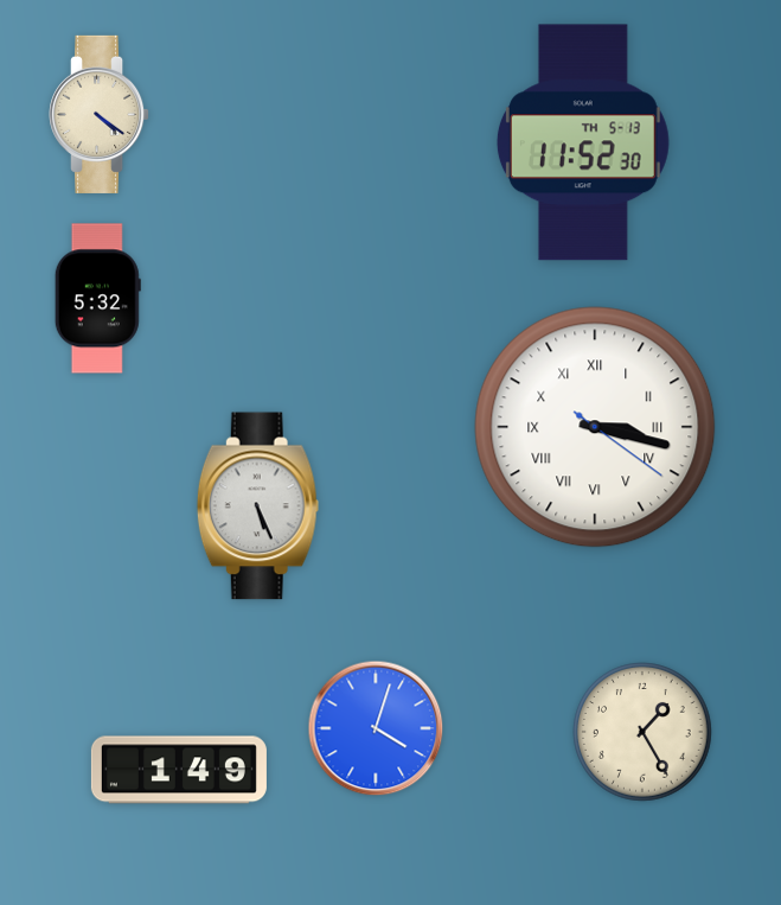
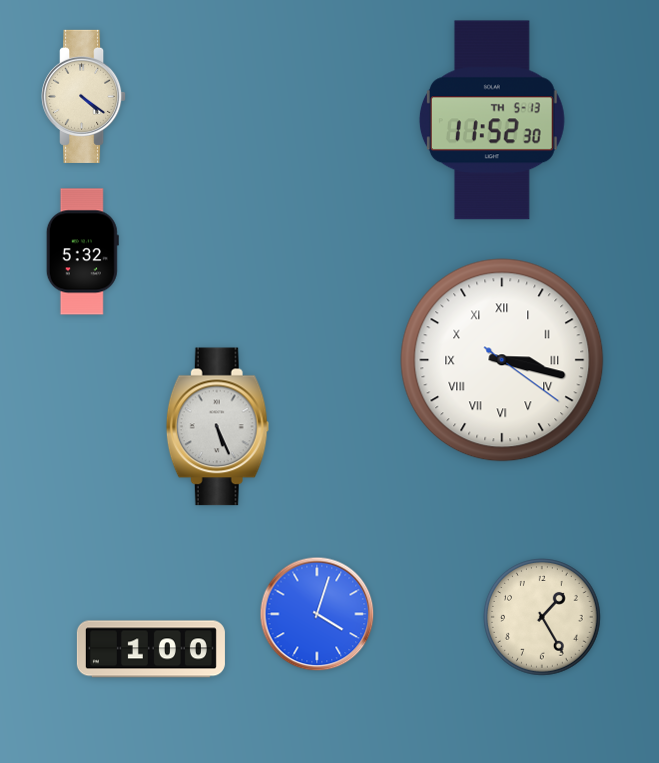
clock at (179, 770): 1:49 -> 1:00
